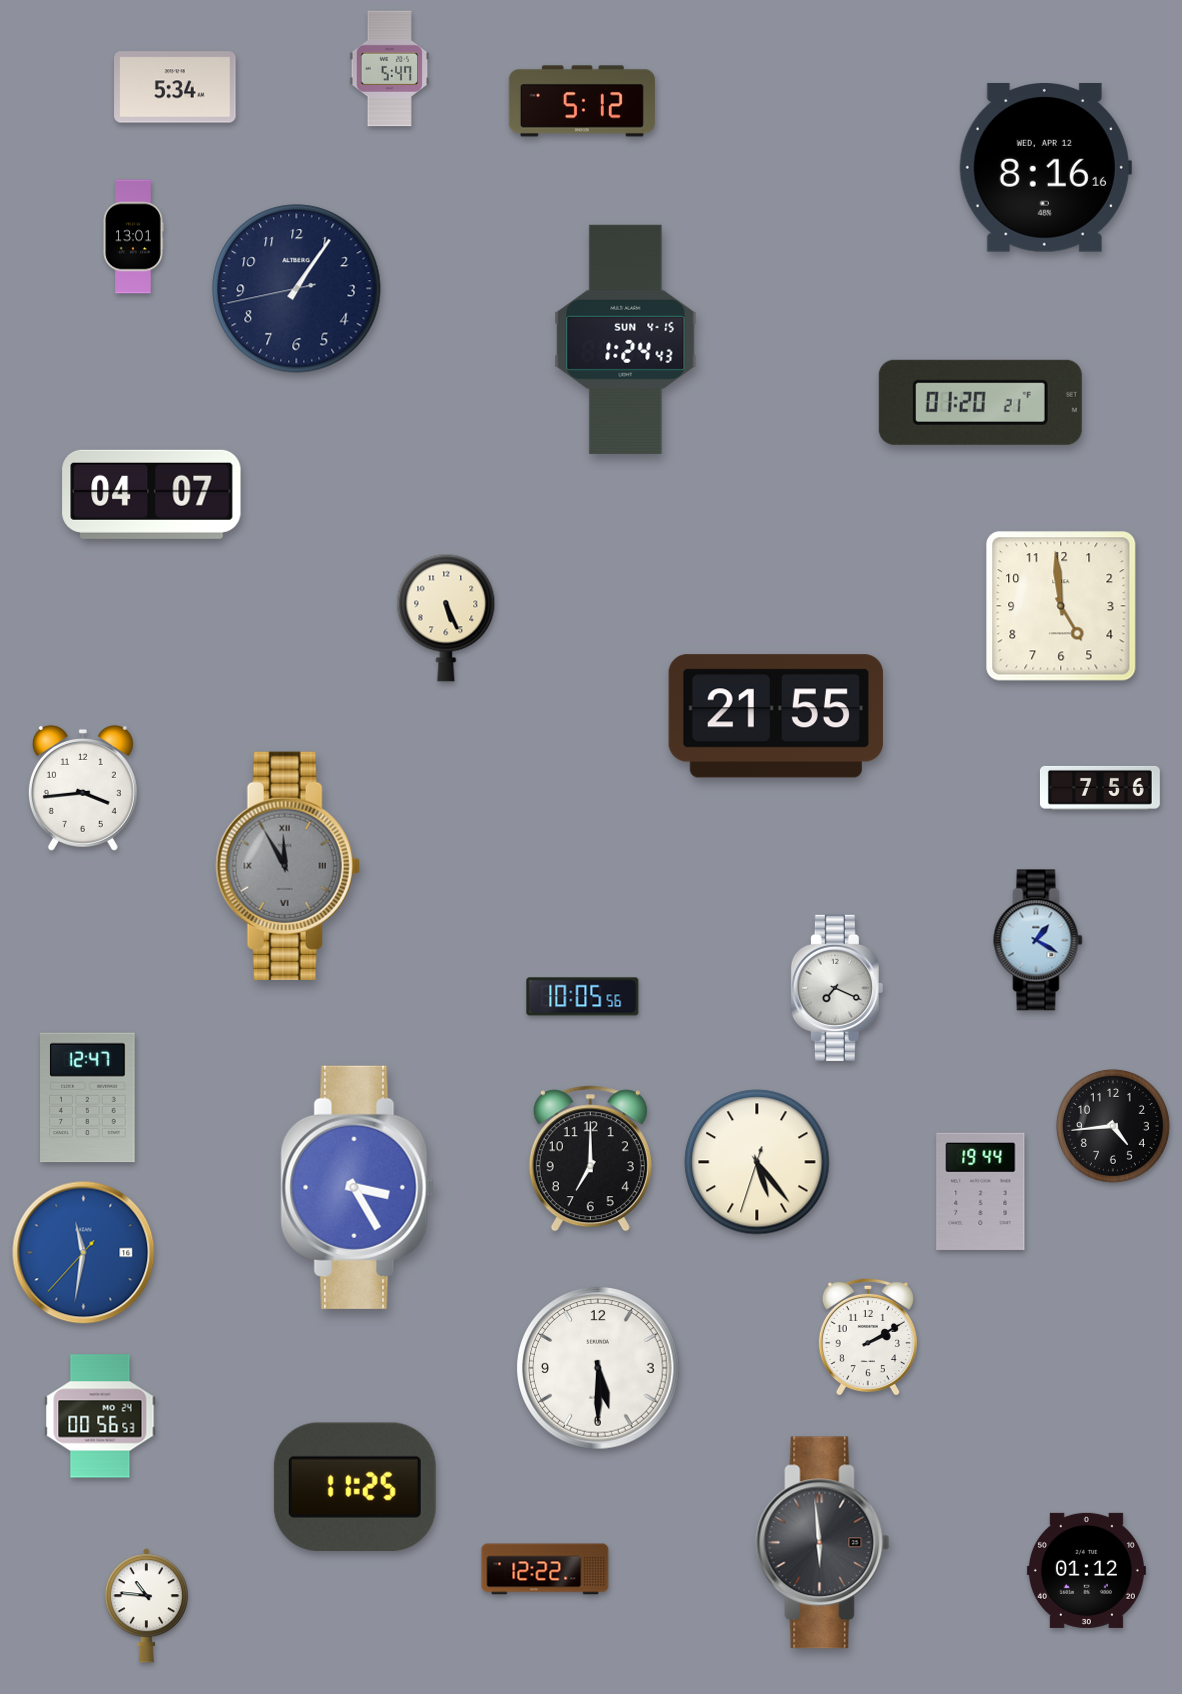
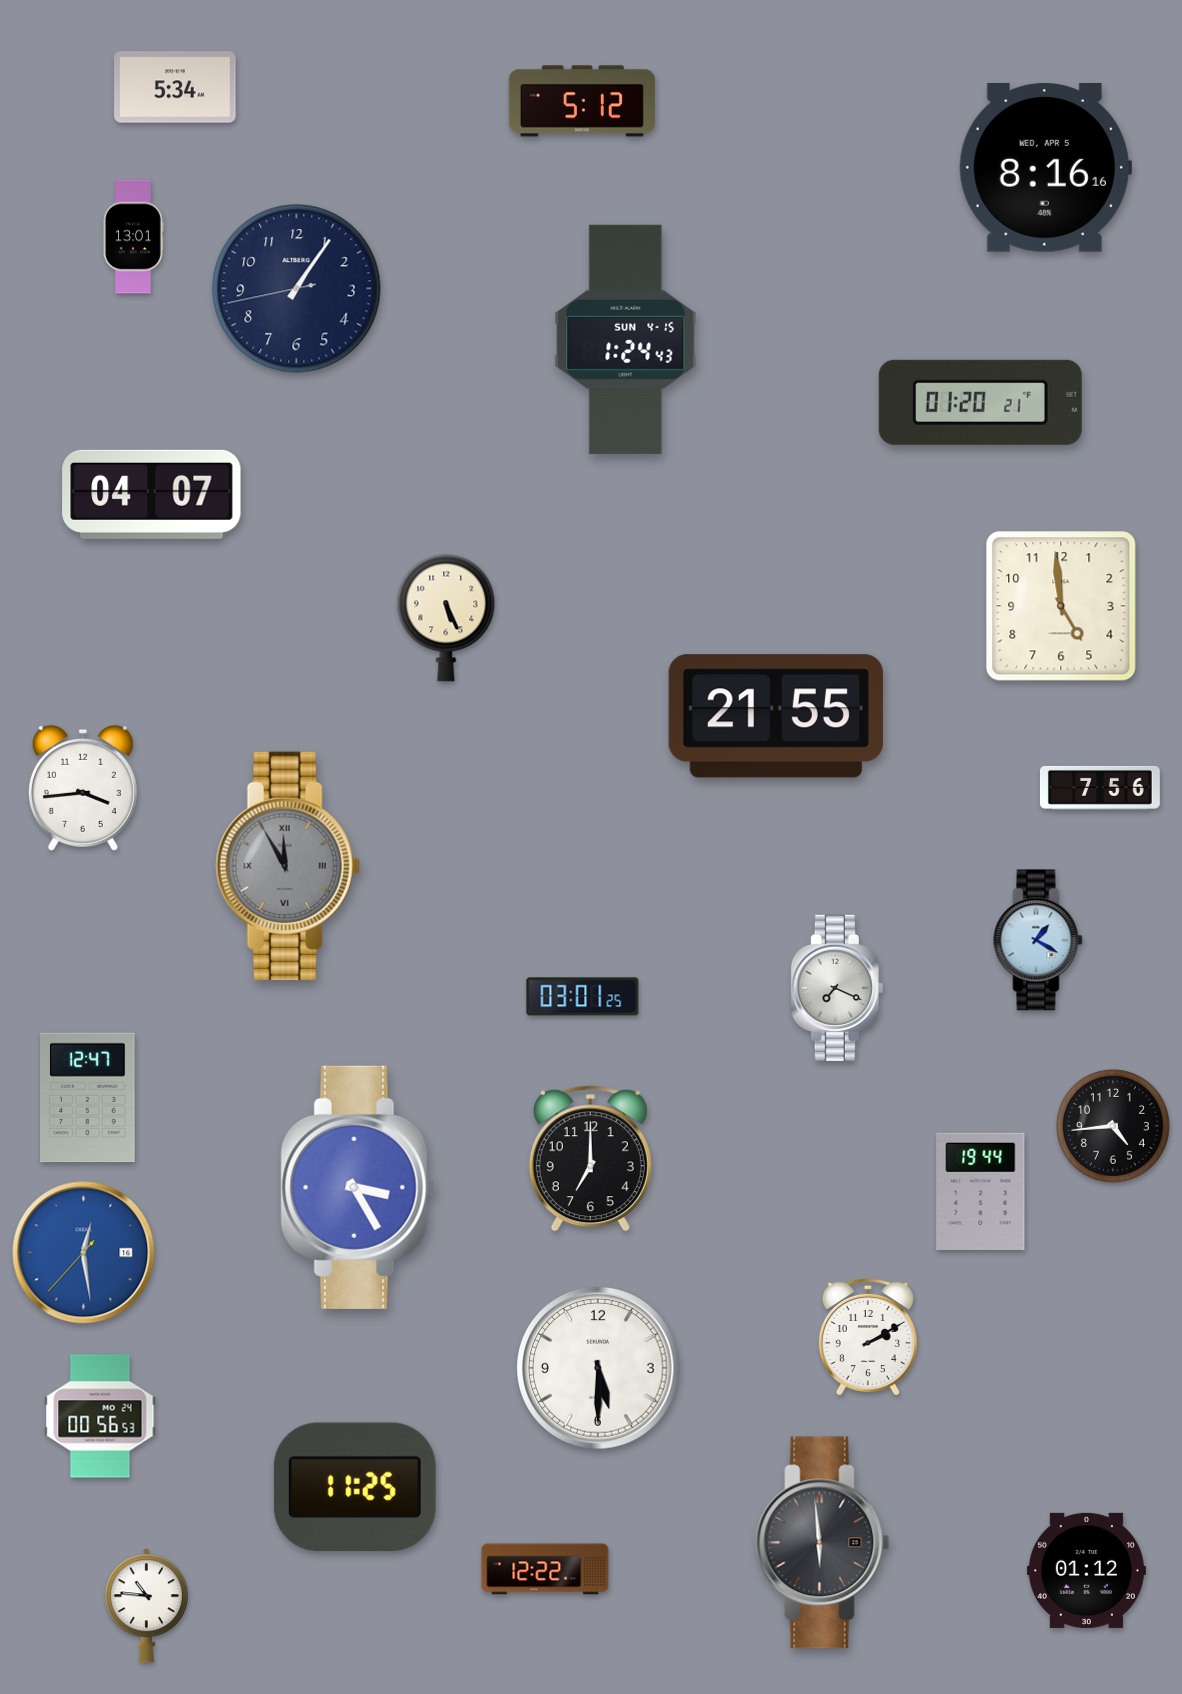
clock at (390, 69): 5:47 -> none
clock at (1045, 167) date: WED, APR 12 -> WED, APR 5
clock at (583, 997): 10:05 -> 03:01
clock at (757, 1162): 5:23 -> none
clock at (84, 1253): 11:31 -> 12:28
